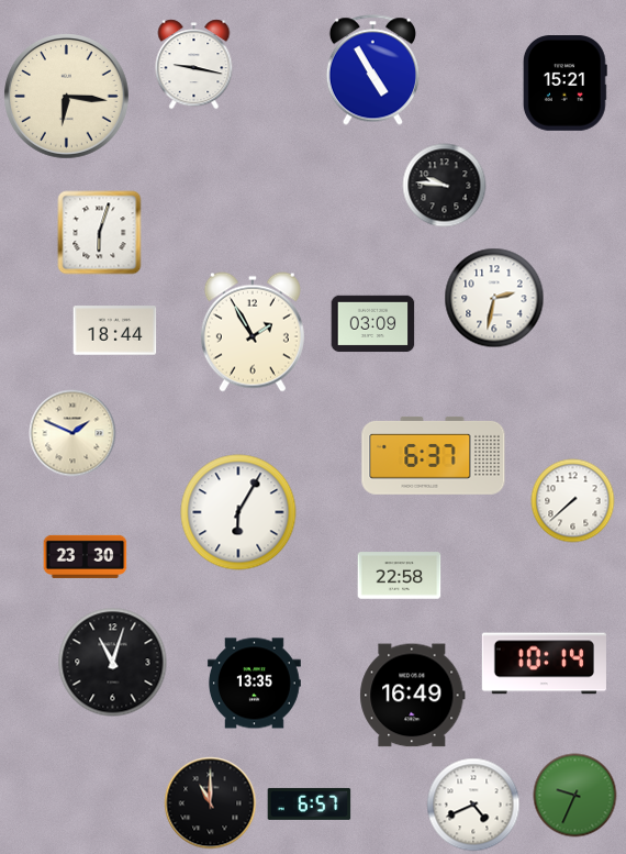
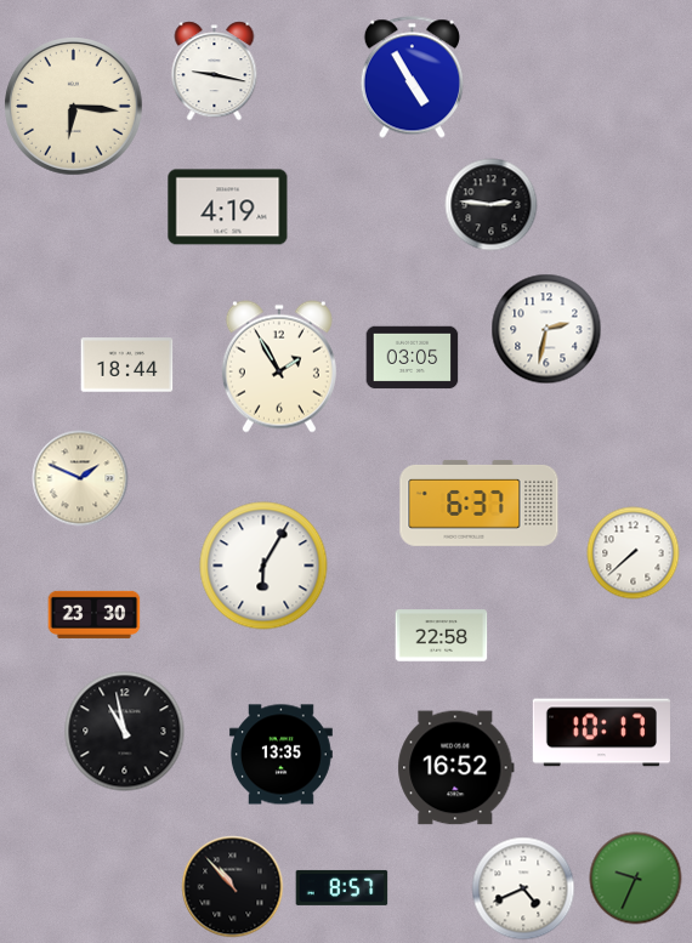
clock at (564, 84): 15:21 -> none
clock at (445, 186): 9:46 -> 2:46
clock at (228, 208): none -> 4:19
clock at (100, 233): 6:03 -> none
clock at (373, 324): 03:09 -> 03:05
clock at (113, 663): 11:03 -> 10:58
clock at (544, 664): 10:14 -> 10:17
clock at (413, 696): 16:49 -> 16:52
clock at (211, 803): 11:00 -> 10:53
clock at (310, 803): 6:57 -> 8:57
